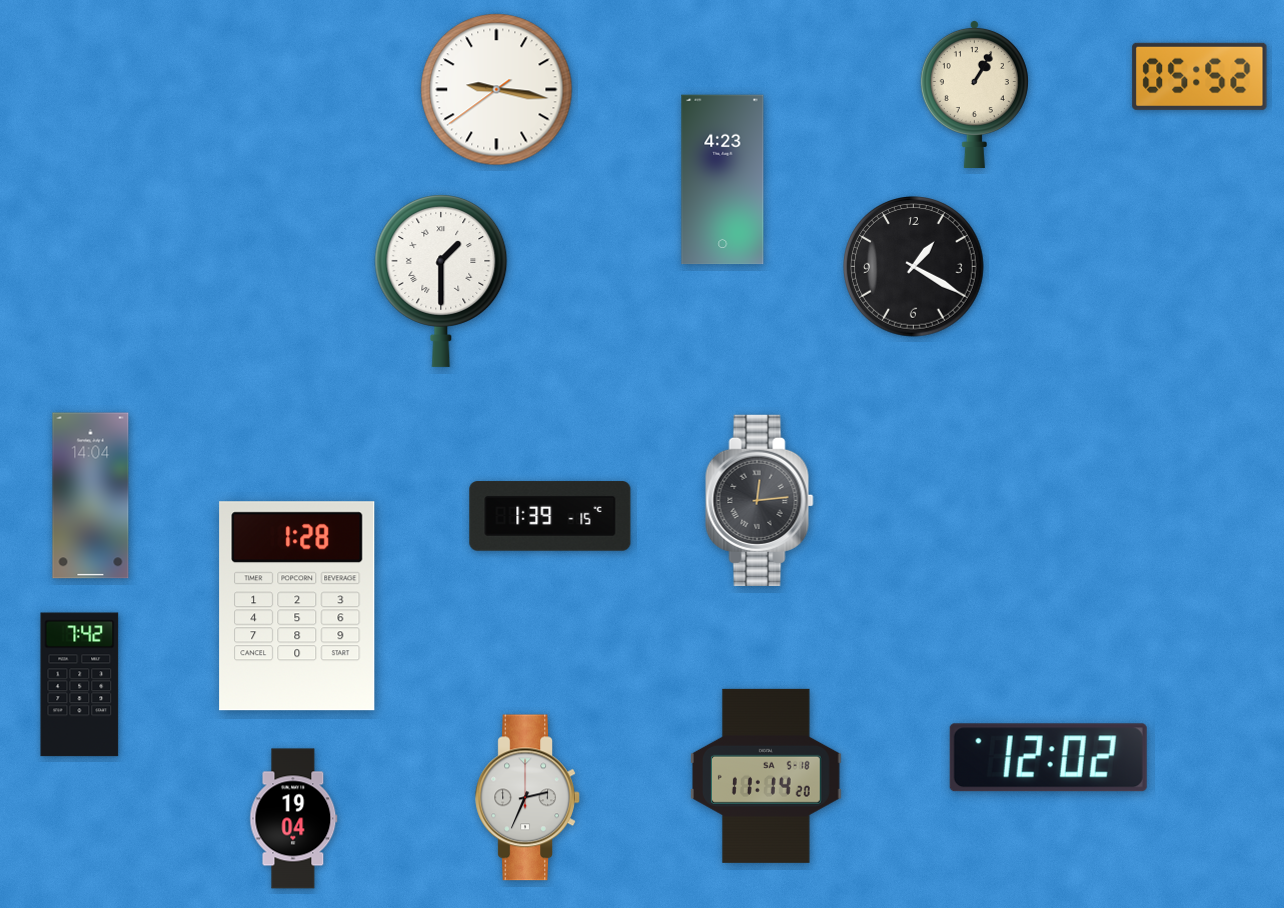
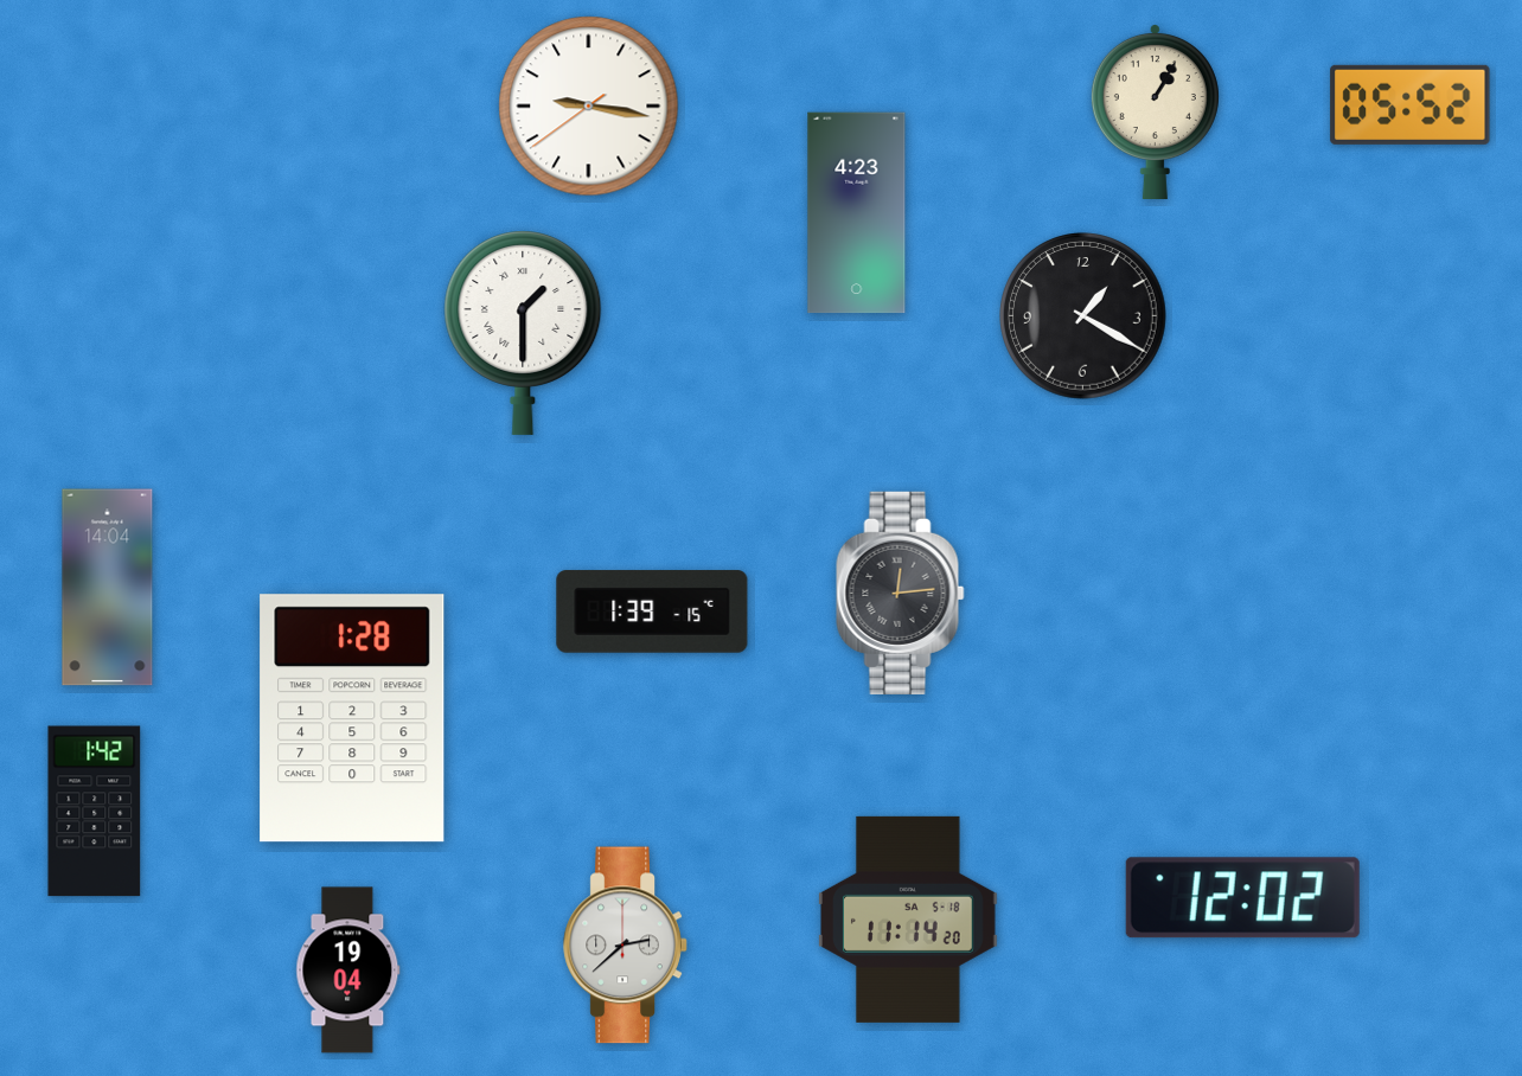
clock at (1200, 76) position: (1200, 76) -> (1411, 104)
clock at (80, 685): 7:42 -> 1:42
clock at (528, 798): 2:34 -> 2:38
